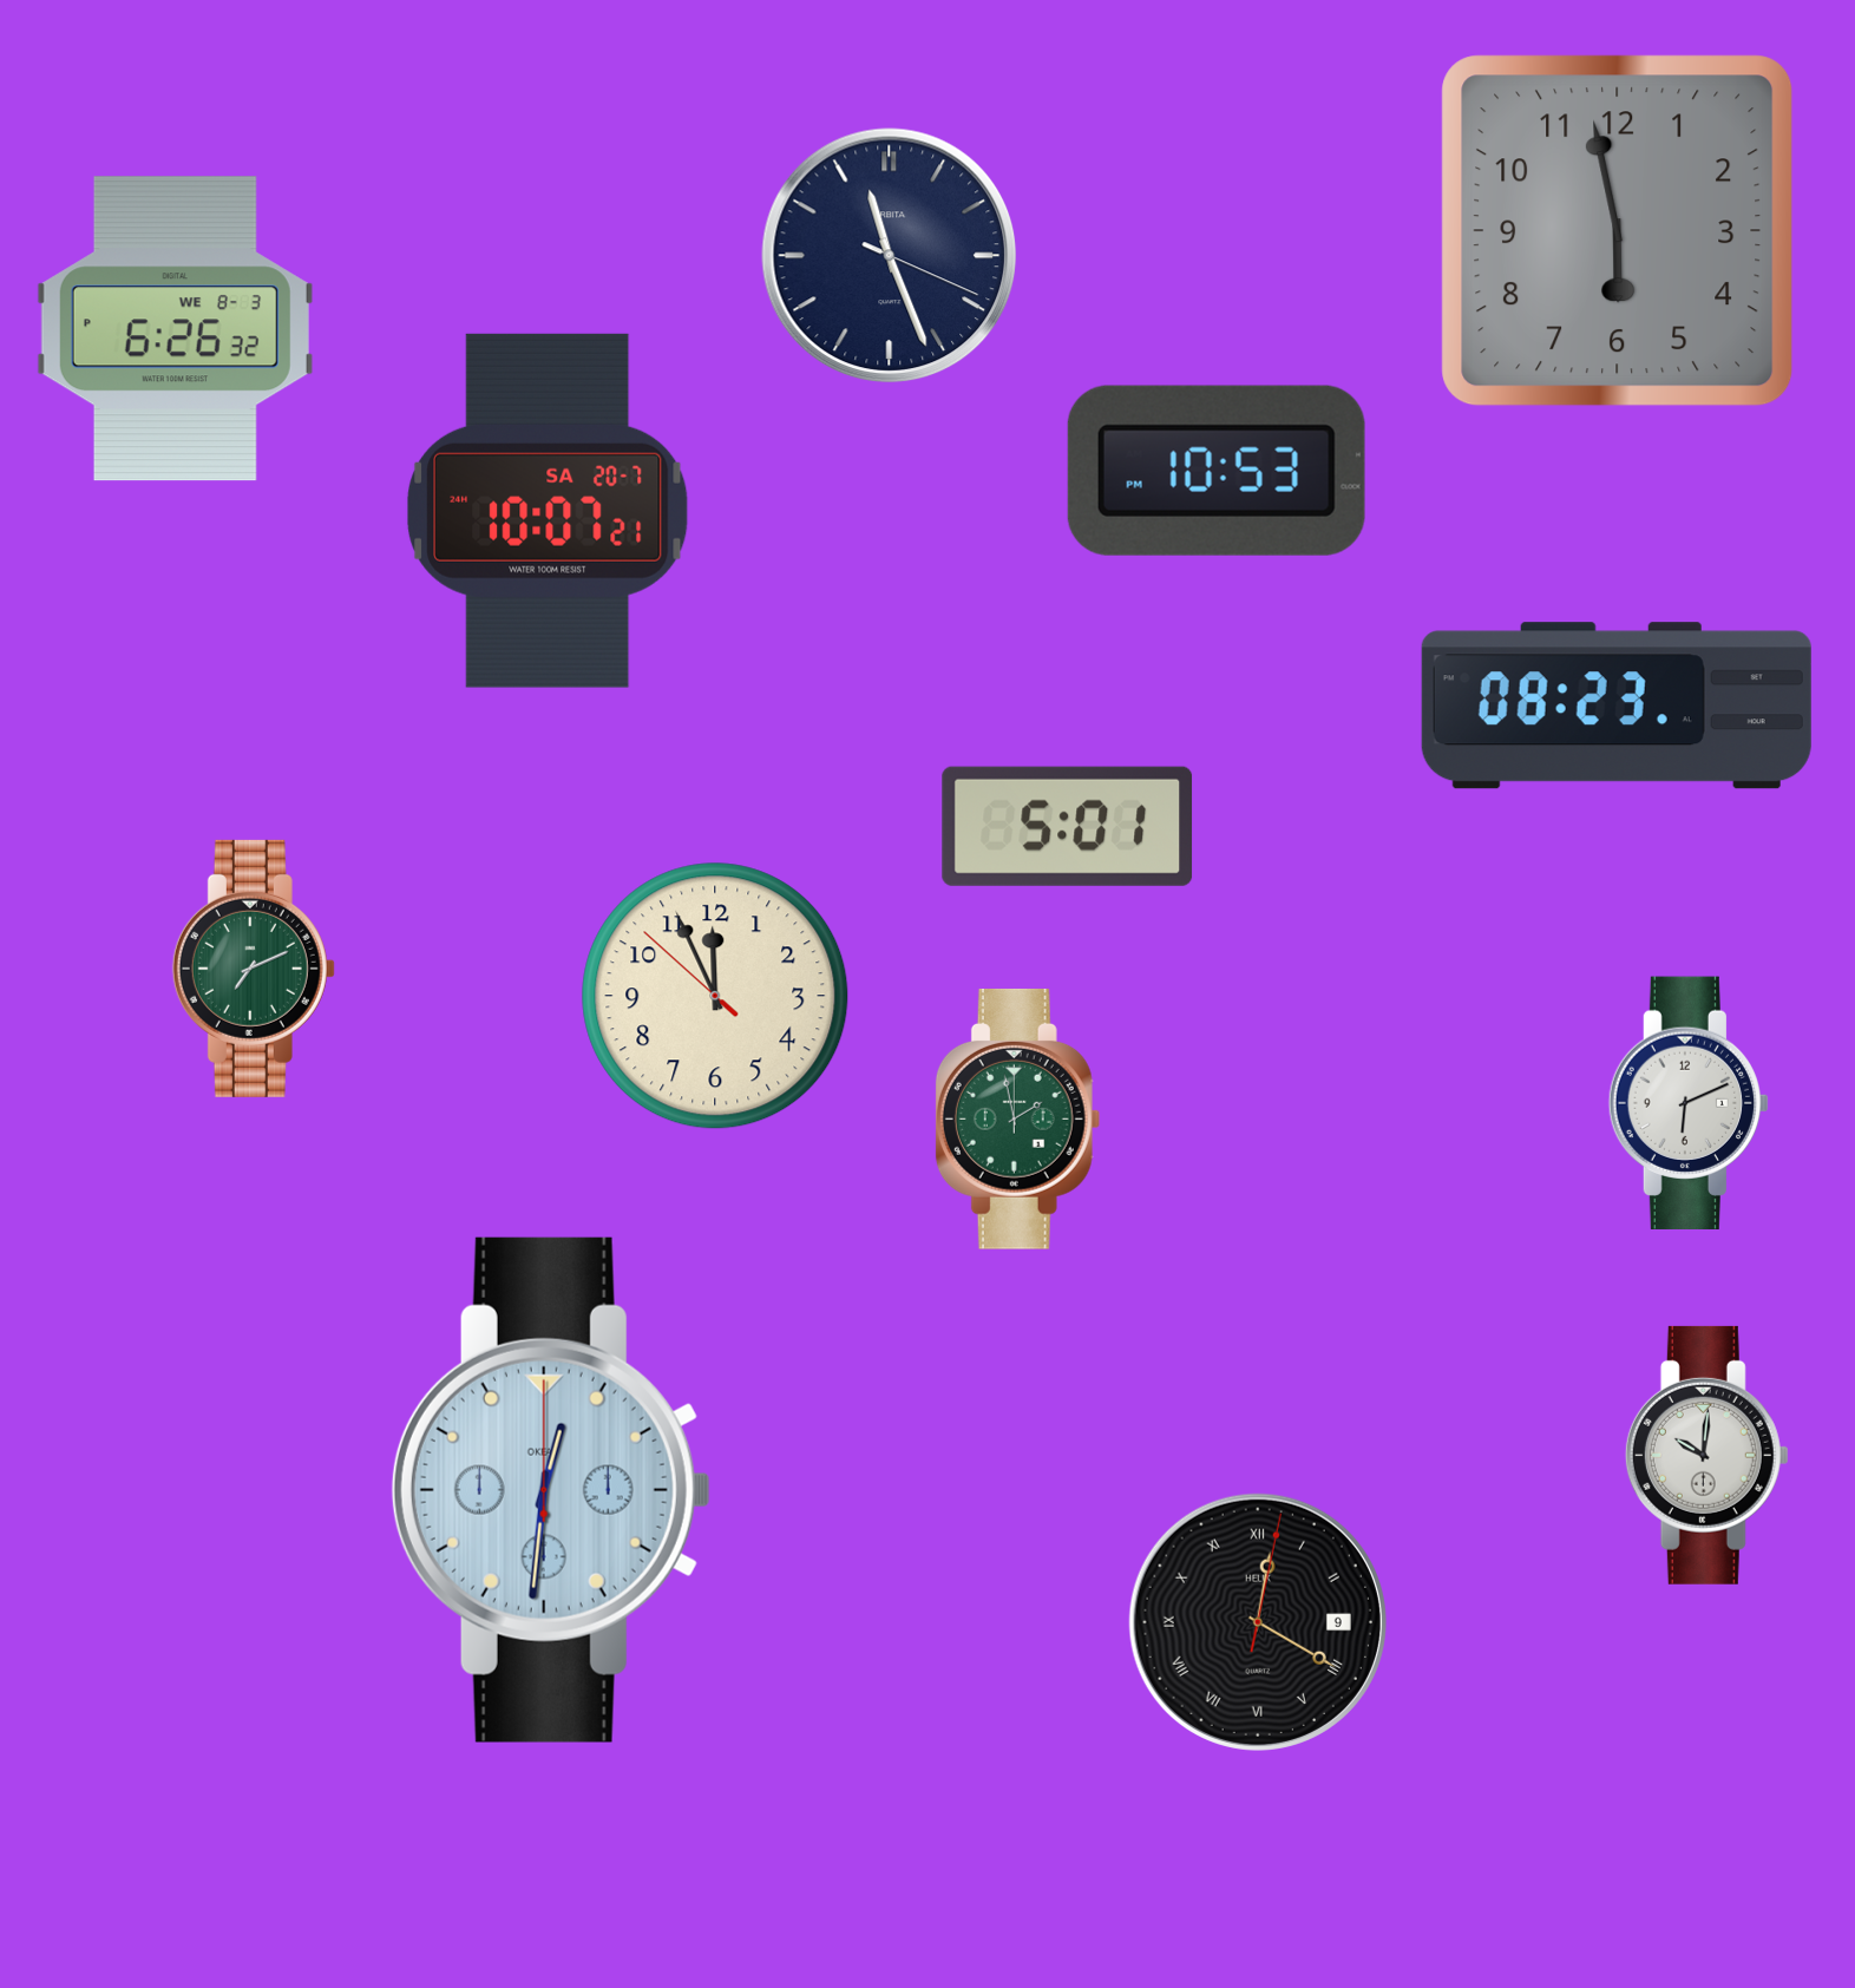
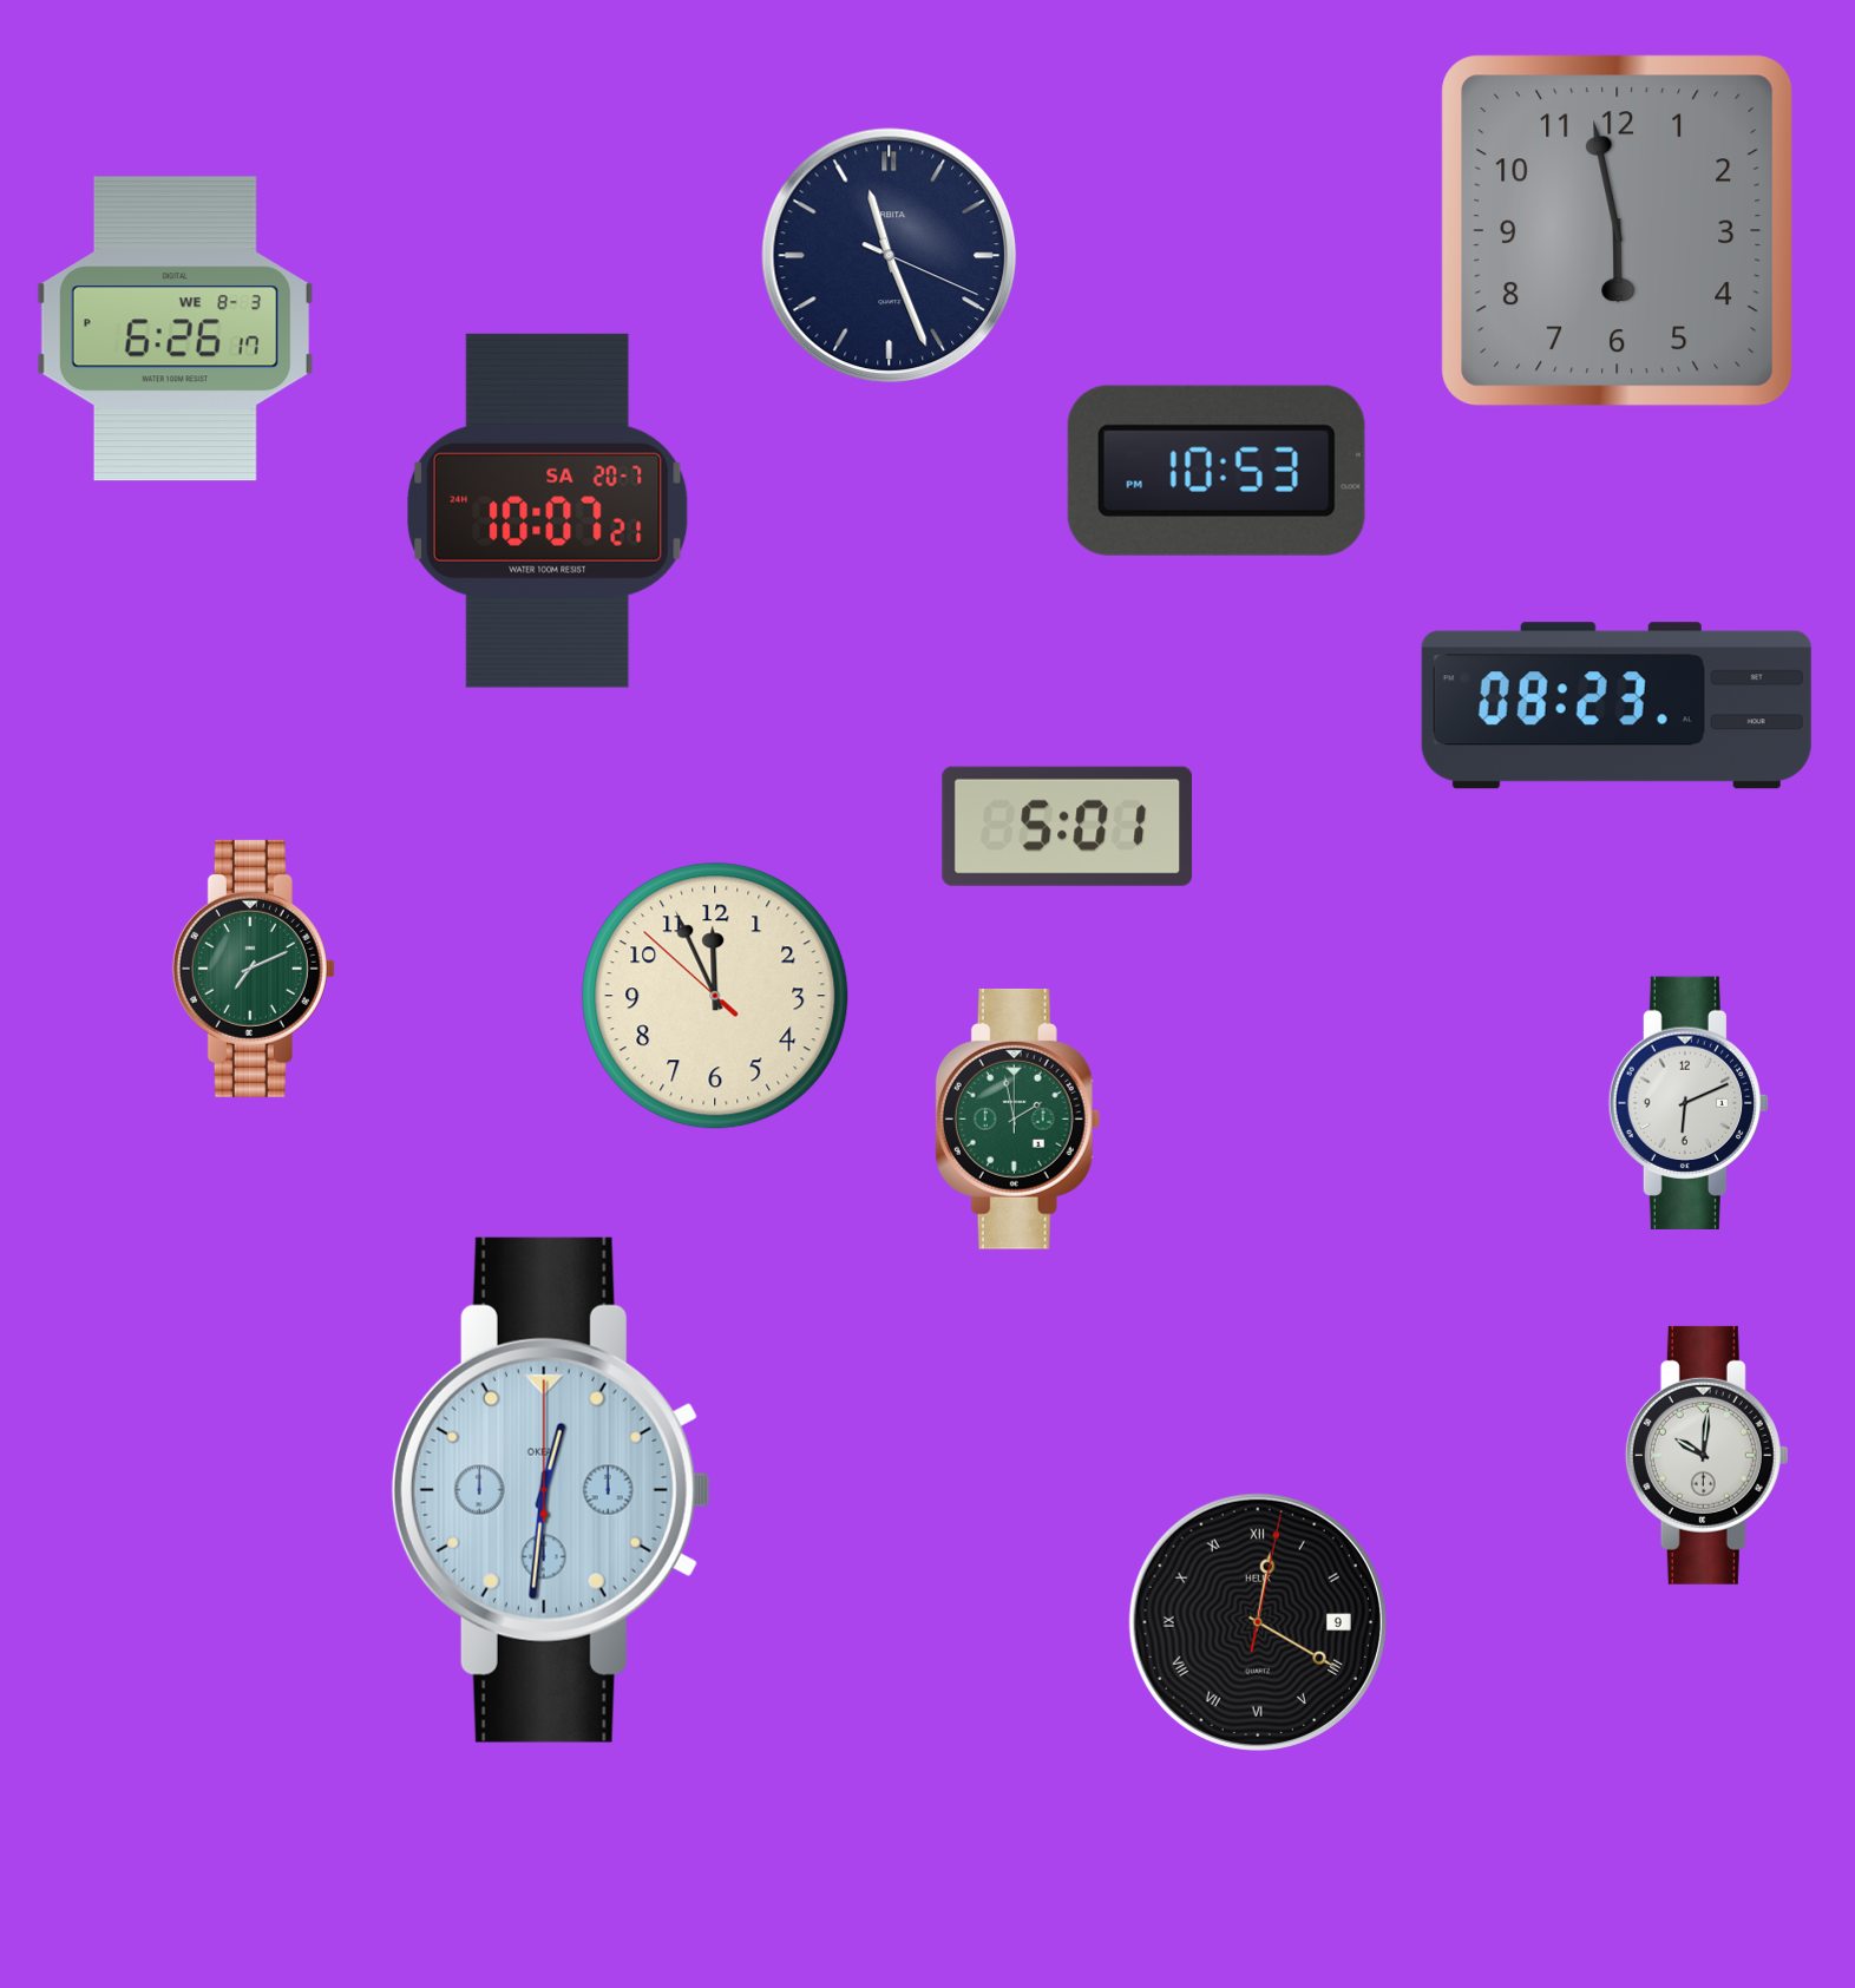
clock at (175, 329): 6:26:32 PM -> 6:26:17 PM
